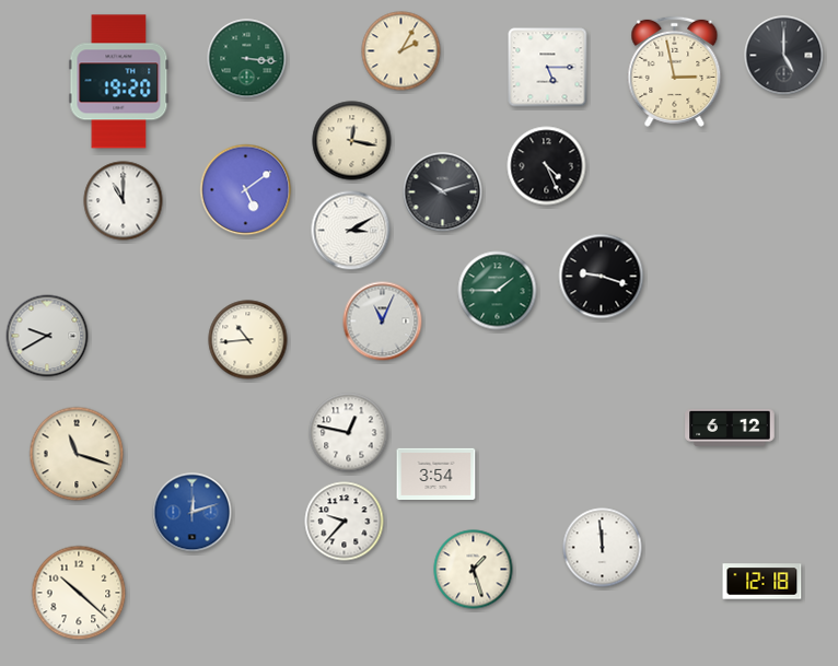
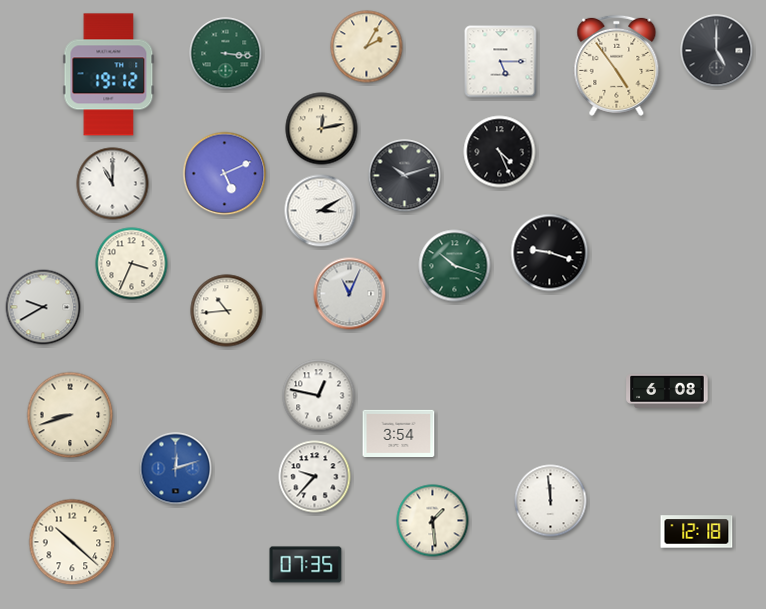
clock at (675, 71): 2:58 -> 4:54
clock at (119, 82): 19:20 -> 19:12
clock at (352, 141): 12:17 -> 12:13
clock at (246, 190): 5:09 -> 5:11
clock at (132, 264): none -> 3:34
clock at (498, 291): 1:45 -> 10:18
clock at (730, 428): 6:12 -> 6:08
clock at (77, 454): 11:18 -> 8:42
clock at (474, 570): 1:27 -> 1:29
clock at (306, 565): none -> 07:35
